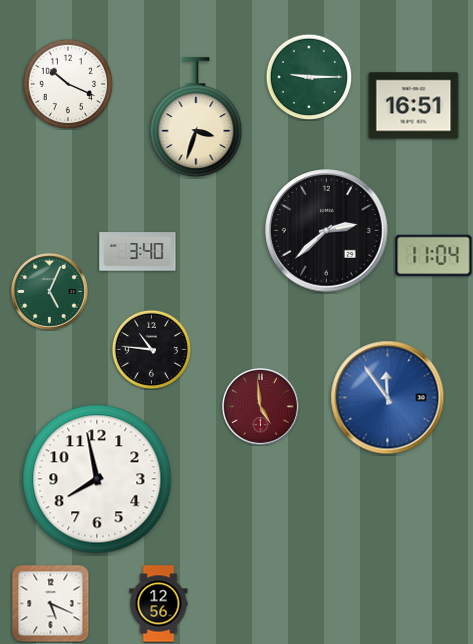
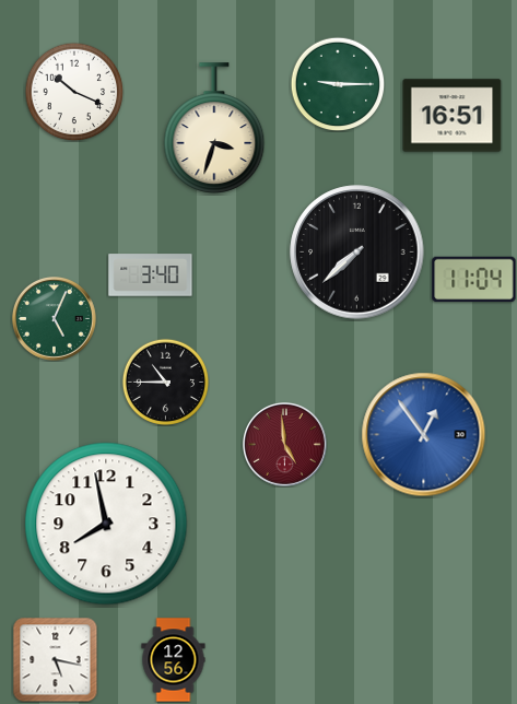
clock at (327, 231): 2:38 -> 7:38
clock at (151, 349): 10:46 -> 10:45
clock at (388, 398): 11:54 -> 12:54
clock at (50, 603): 5:19 -> 5:17
